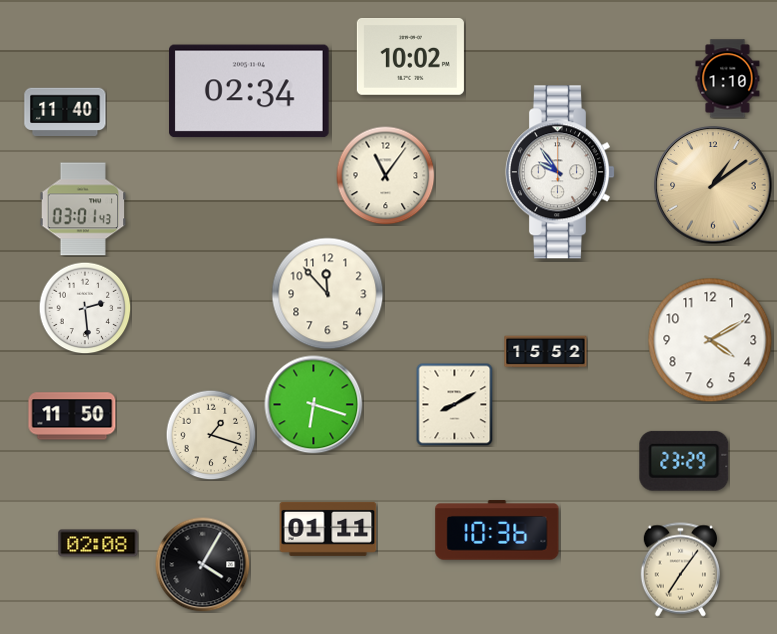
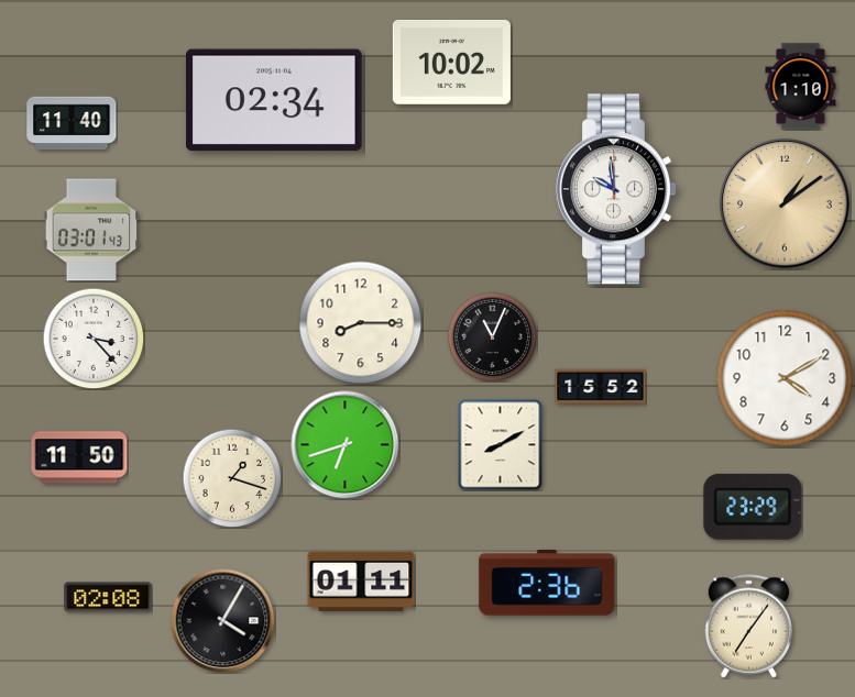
clock at (560, 172): 9:54 -> 9:59
clock at (386, 176): 11:06 -> none
clock at (328, 294): 11:53 -> 8:15
clock at (492, 336): none -> 11:04
clock at (85, 308): 2:29 -> 3:23
clock at (710, 340) position: (710, 340) -> (785, 378)
clock at (314, 405): 6:18 -> 6:42
clock at (497, 530): 10:36 -> 2:36
